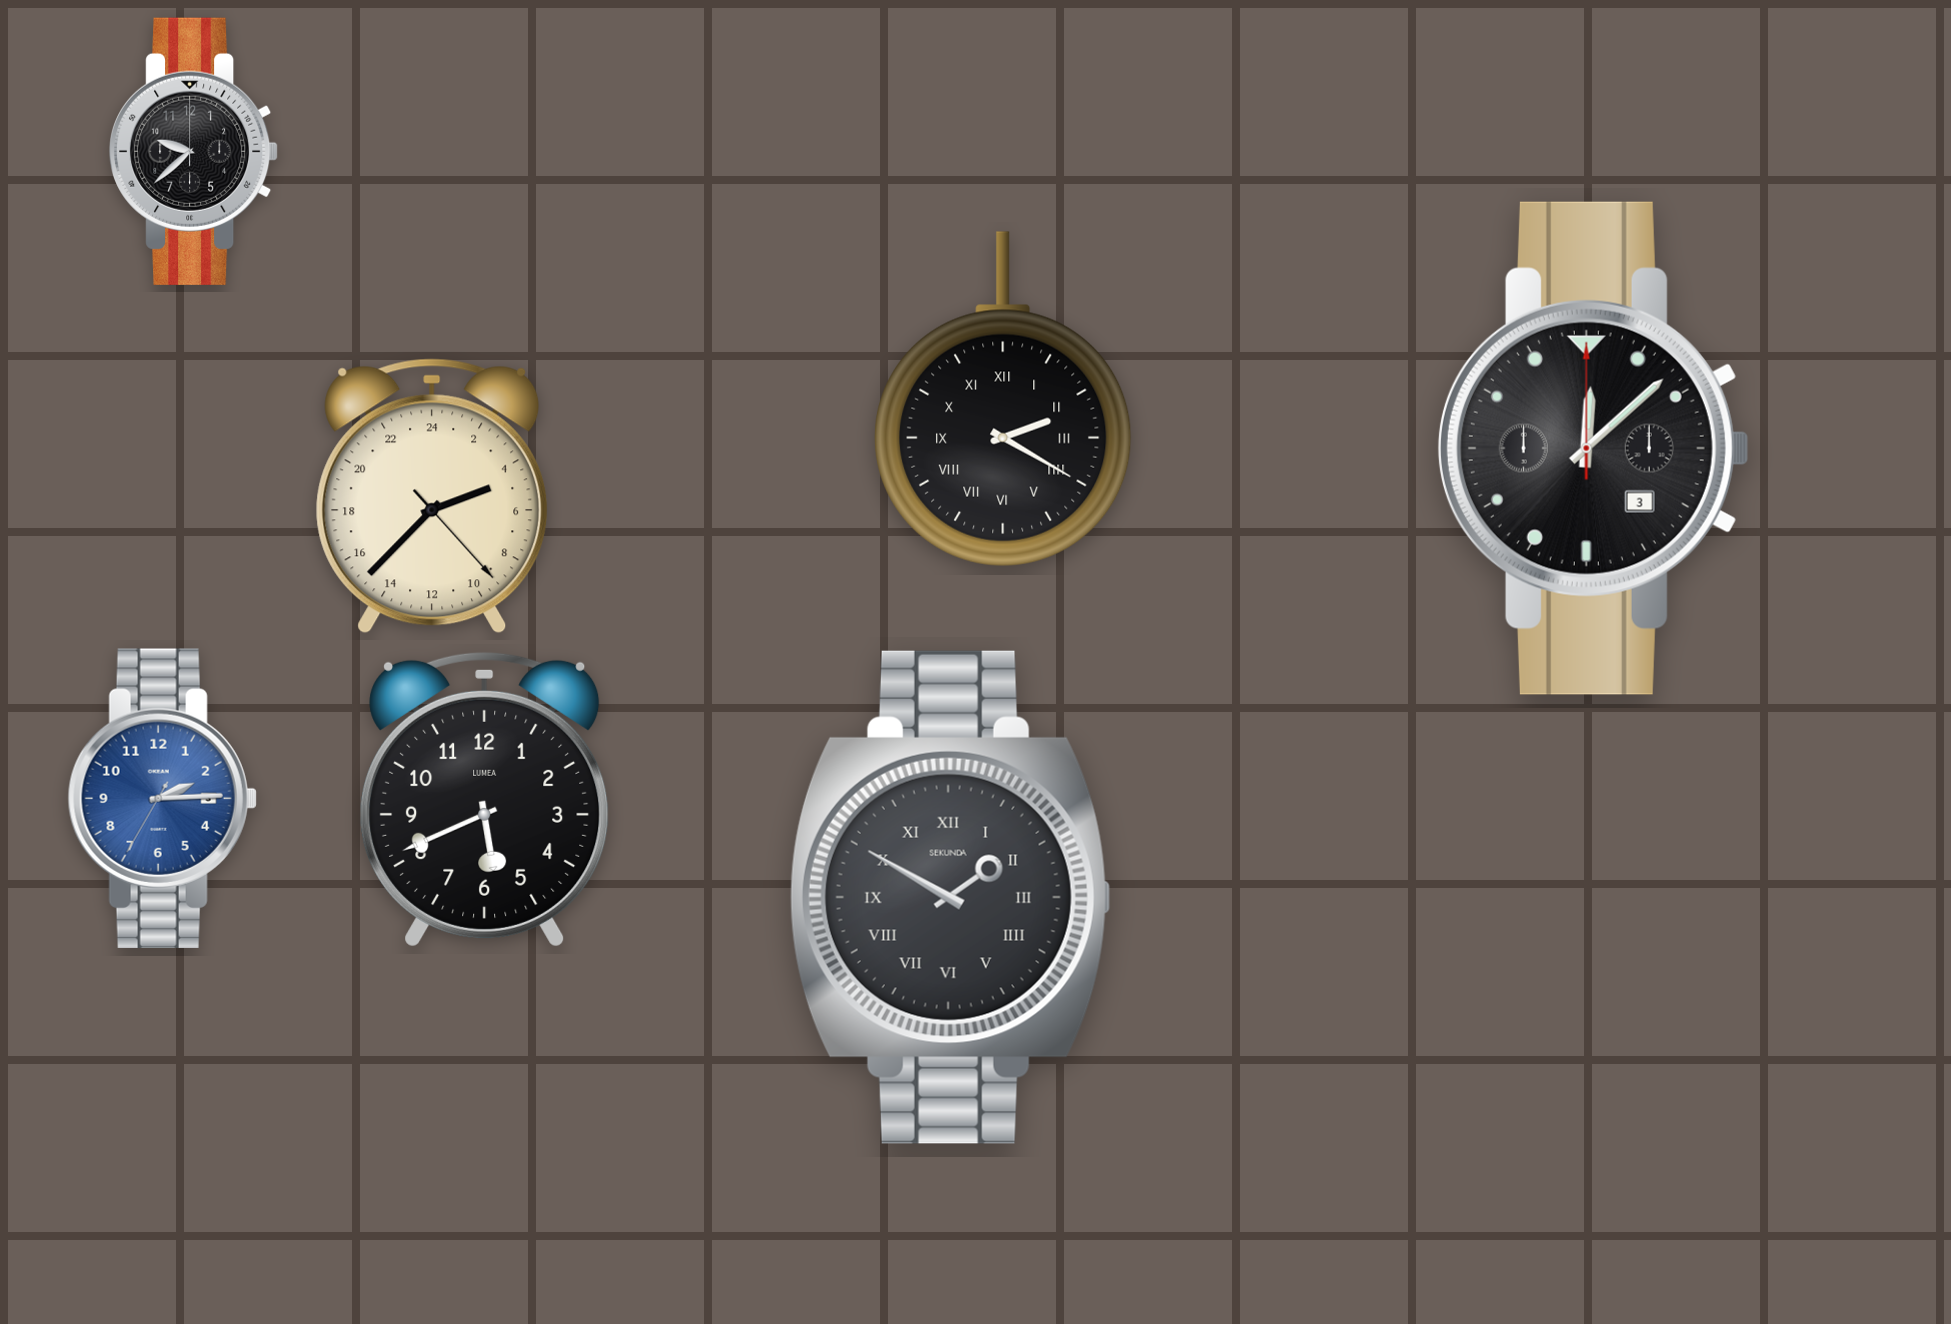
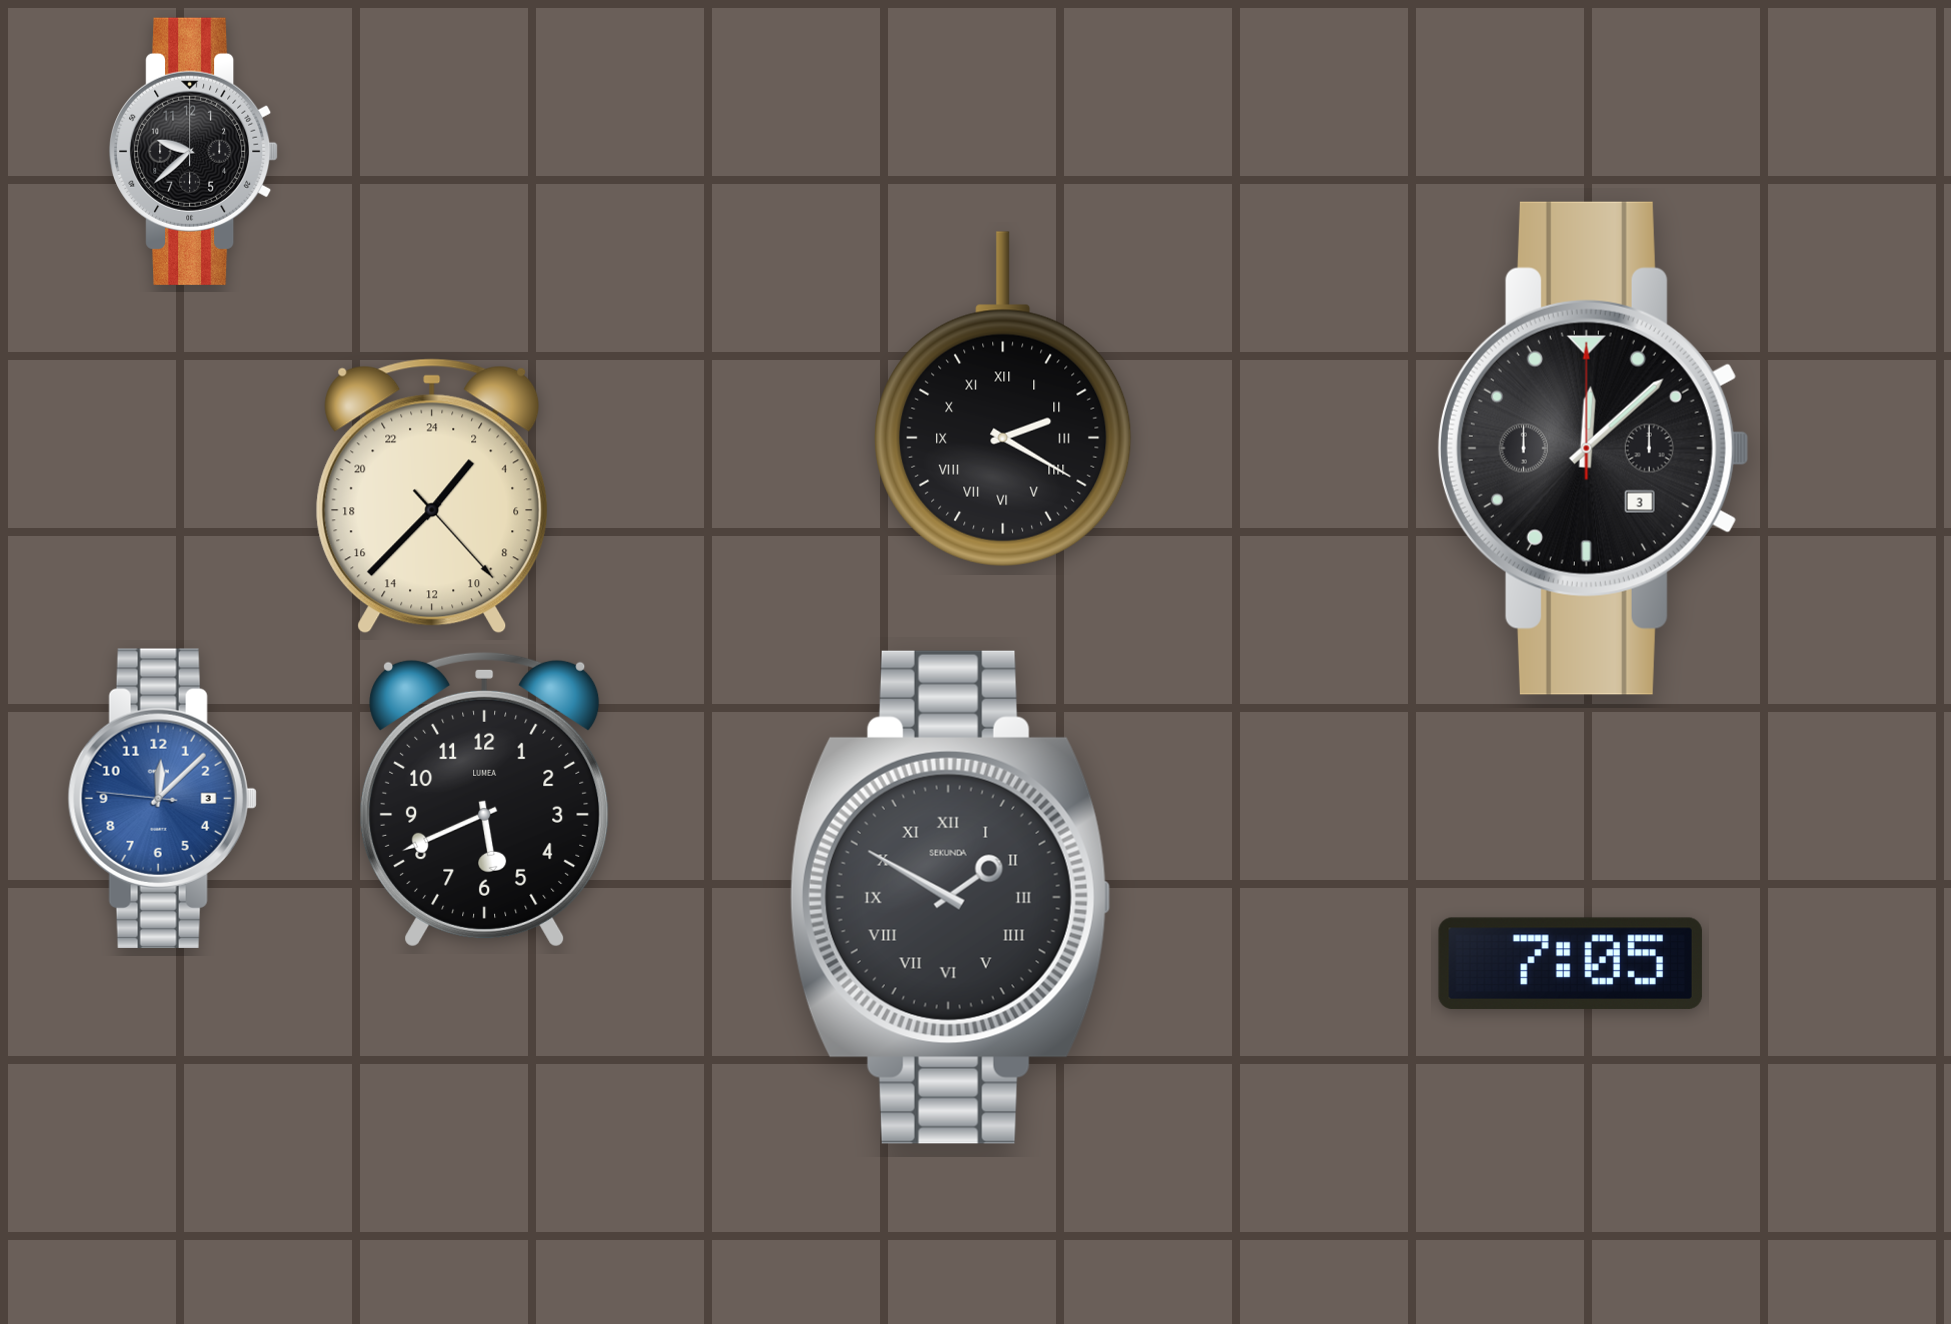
clock at (432, 496): 4:37 -> 2:37
clock at (162, 798): 2:14 -> 12:07
clock at (1570, 963): none -> 7:05
